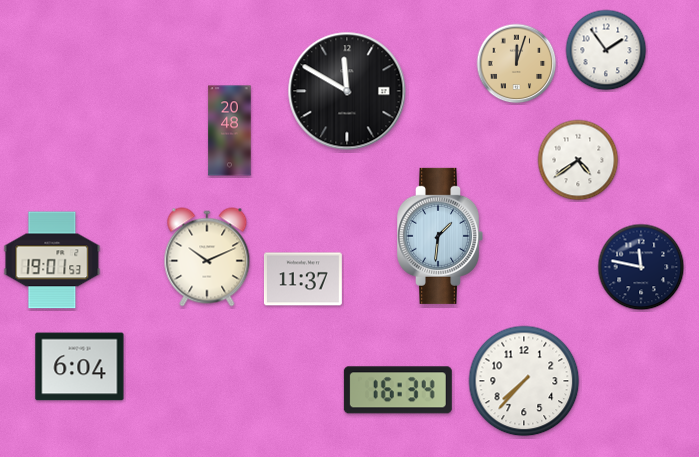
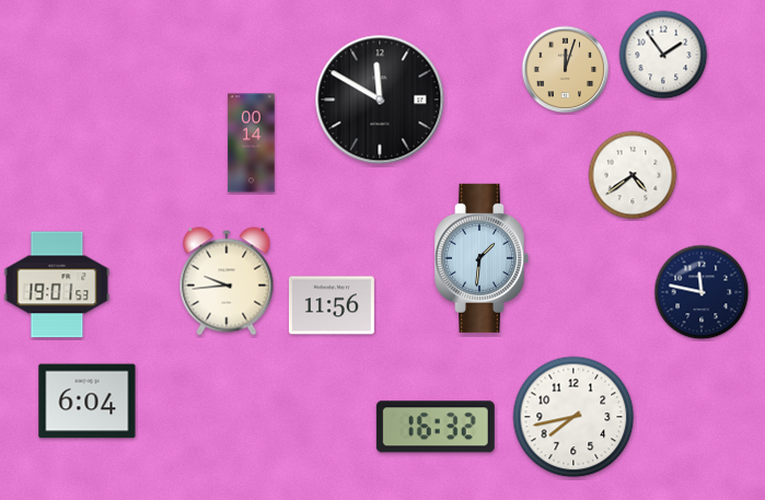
clock at (230, 131): 20:48 -> 00:14
clock at (207, 257): 10:11 -> 9:44
clock at (303, 279): 11:37 -> 11:56
clock at (524, 381): 7:37 -> 7:43
clock at (398, 390): 16:34 -> 16:32
